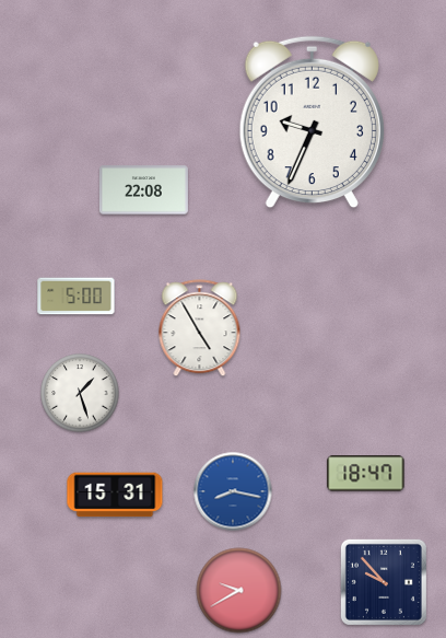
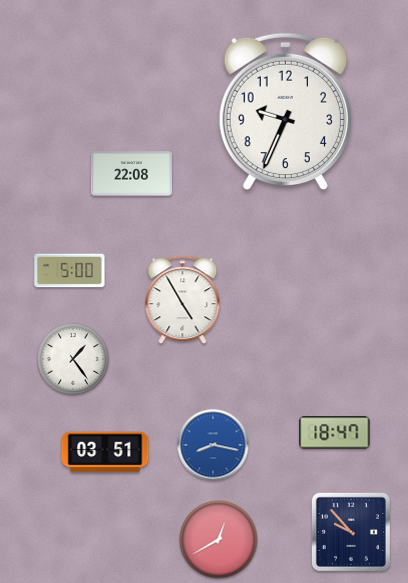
clock at (80, 393): 1:27 -> 1:24
clock at (233, 491) position: (233, 491) -> (213, 445)
clock at (115, 495): 15:31 -> 03:51
clock at (239, 591): 9:40 -> 12:40
